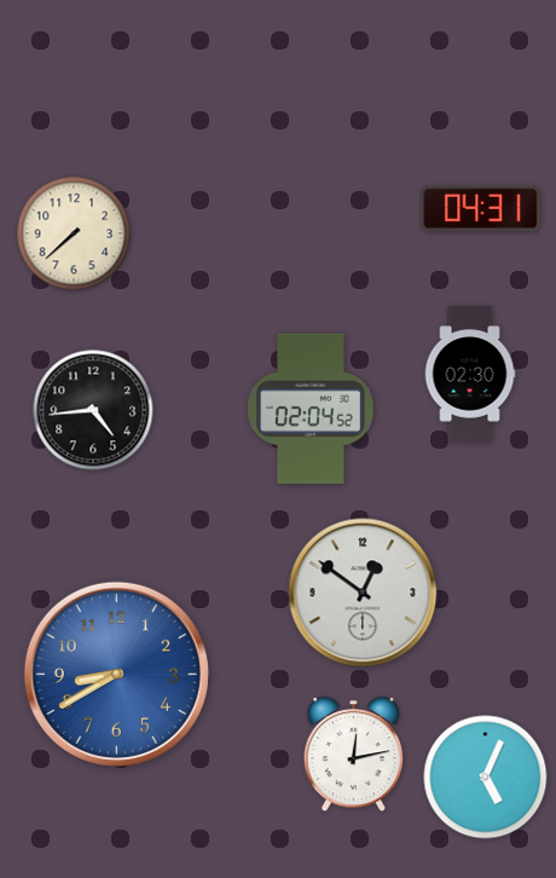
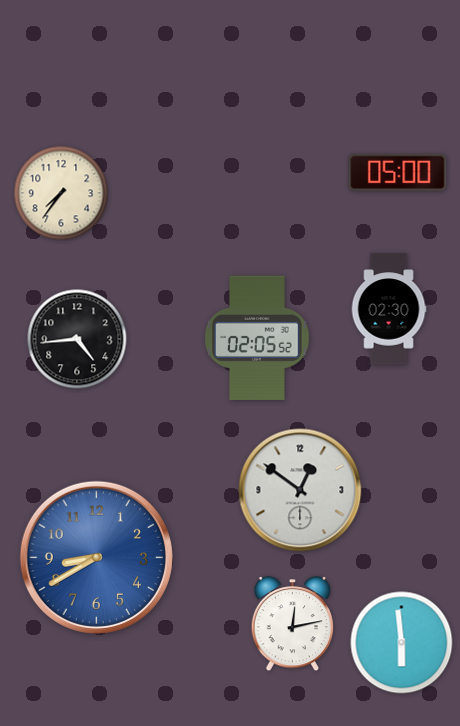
clock at (481, 208): 04:31 -> 05:00
clock at (74, 233): 7:38 -> 7:36
clock at (312, 409): 02:04 -> 02:05
clock at (486, 778): 5:04 -> 5:59
